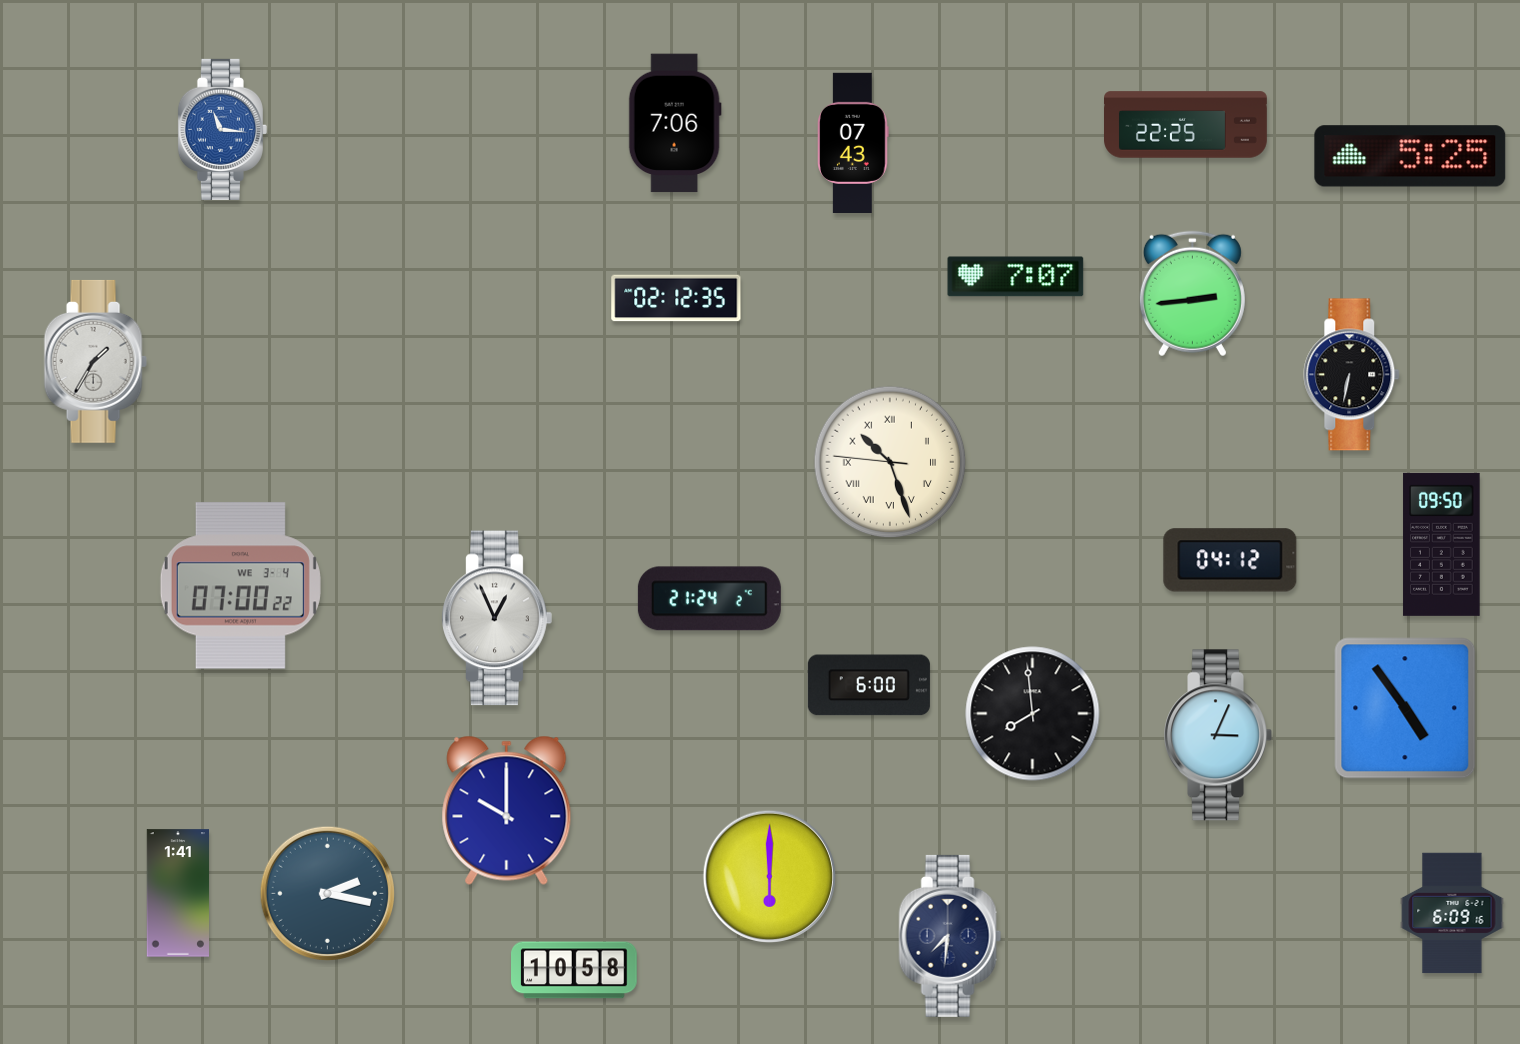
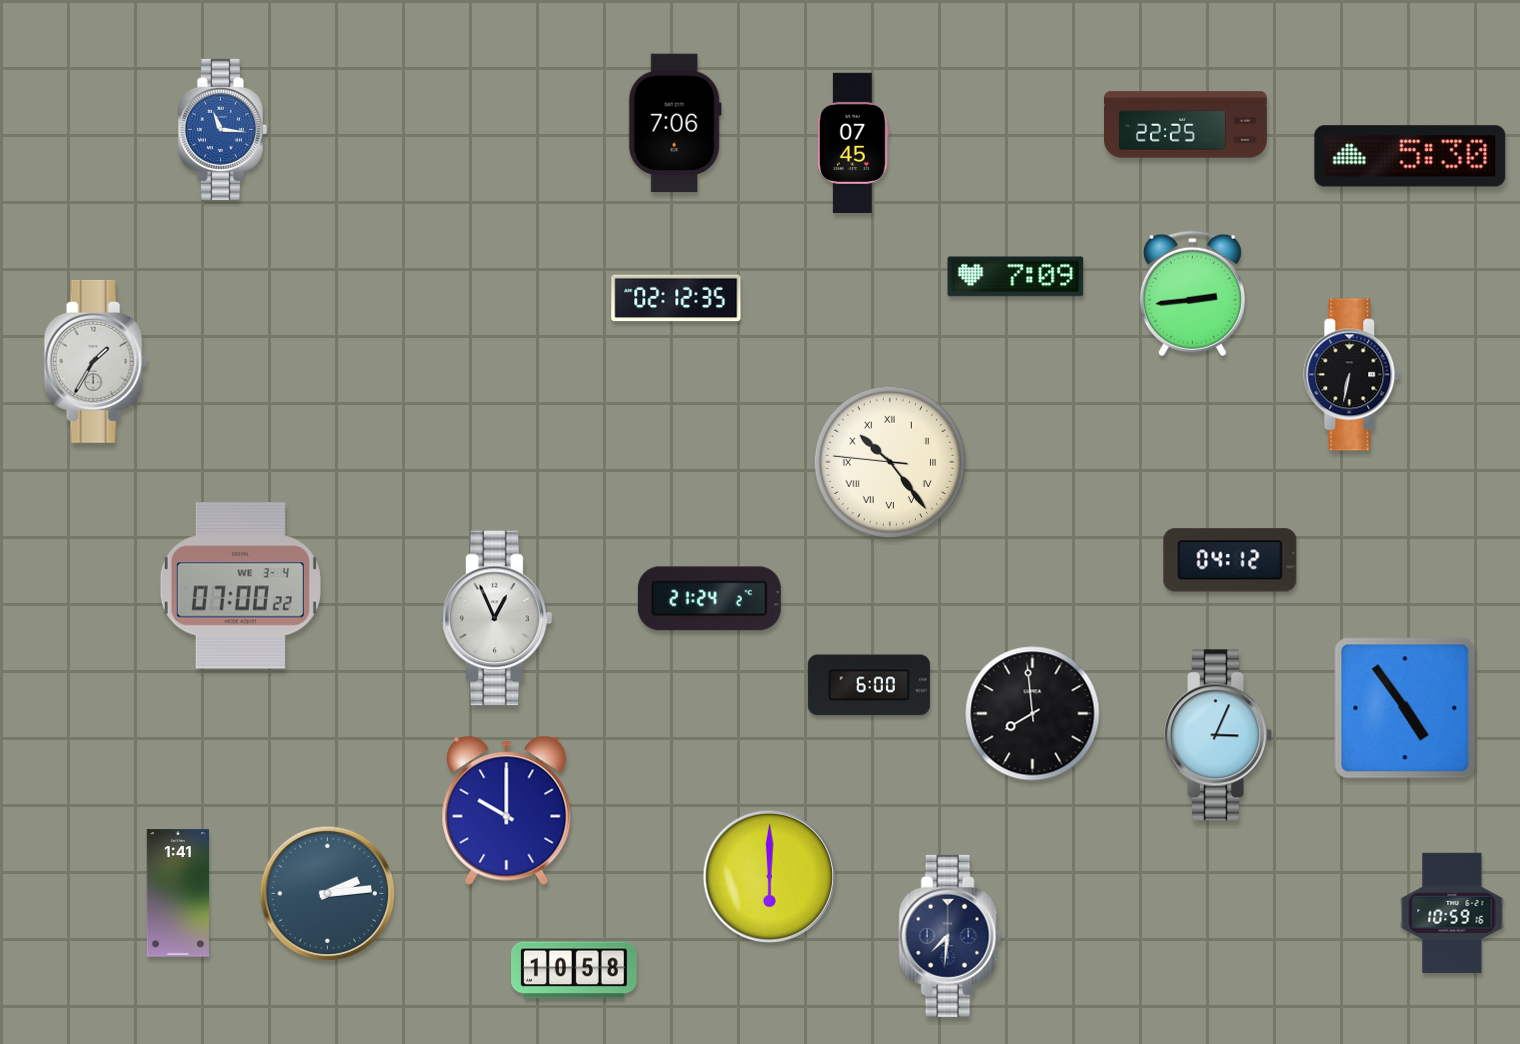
clock at (854, 142): 07:43 -> 07:45
clock at (1410, 156): 5:25 -> 5:30
clock at (1016, 277): 7:07 -> 7:09
clock at (890, 462): 10:26 -> 10:23
clock at (1442, 544): 09:50 -> none
clock at (327, 893): 2:17 -> 2:14
clock at (1452, 913): 6:09 -> 10:59
